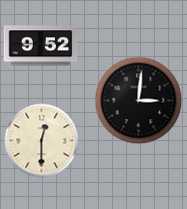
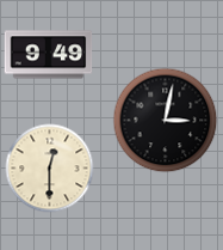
clock at (41, 46): 9:52 -> 9:49
clock at (139, 101): 3:01 -> 3:02
